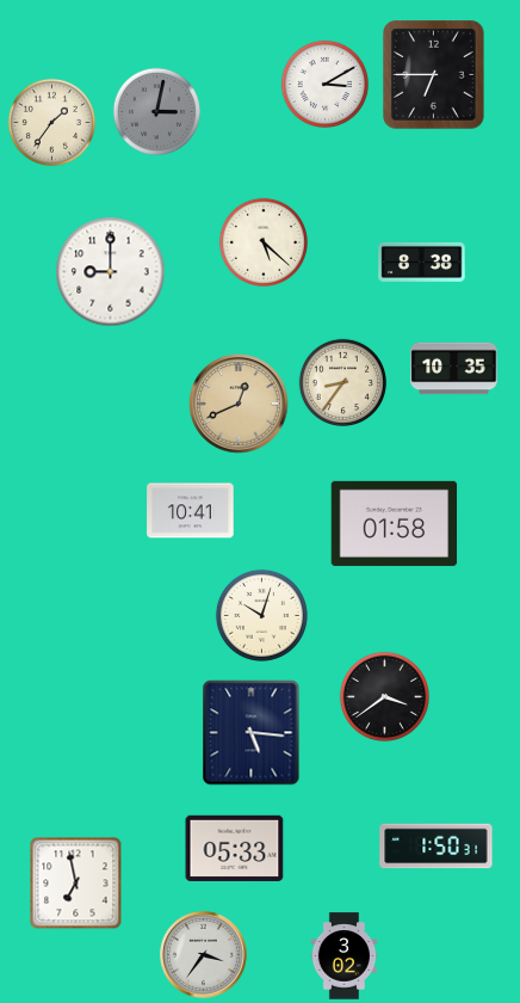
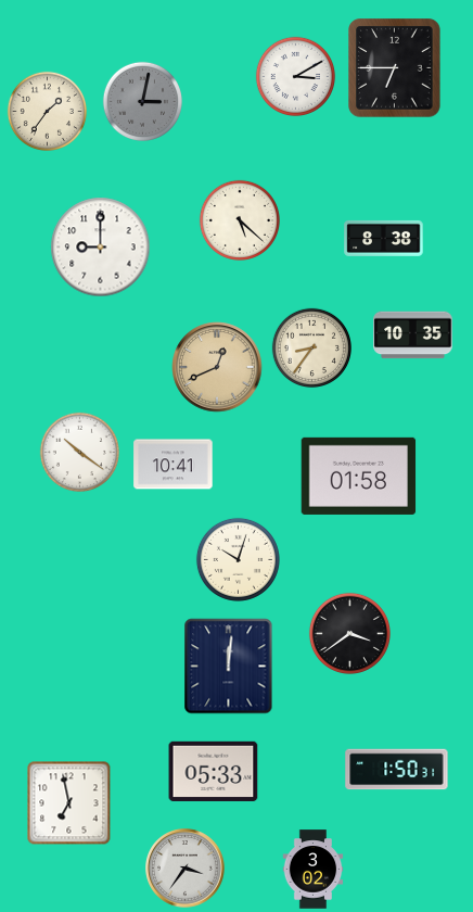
clock at (79, 452): none -> 10:21
clock at (252, 733): 5:16 -> 12:01
